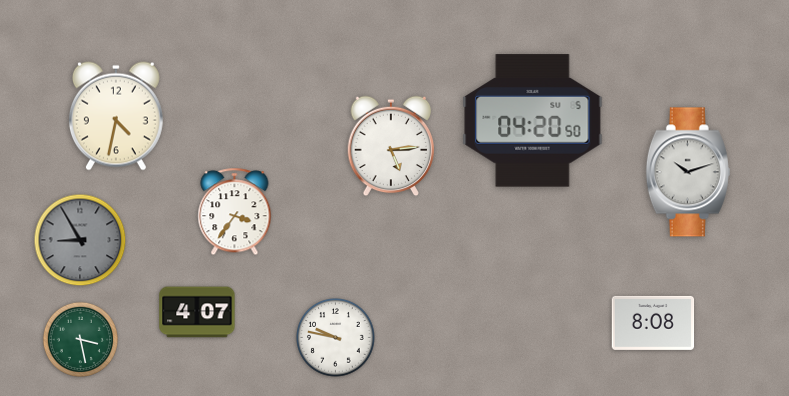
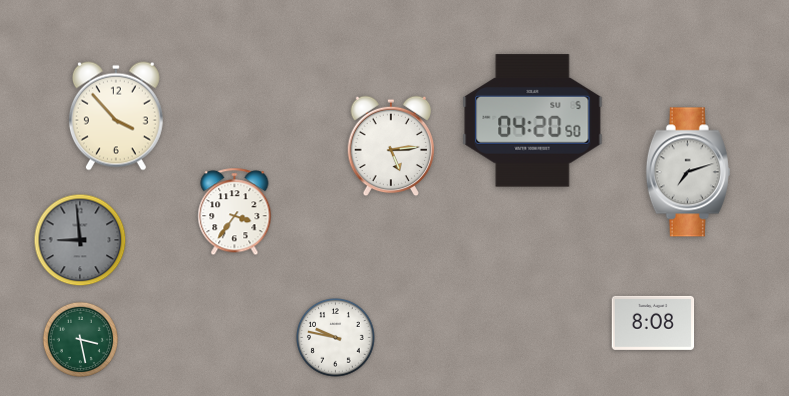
clock at (116, 116): 4:32 -> 3:53
clock at (688, 172): 10:12 -> 7:12
clock at (80, 240): 8:55 -> 8:59
clock at (197, 312): 4:07 -> none
